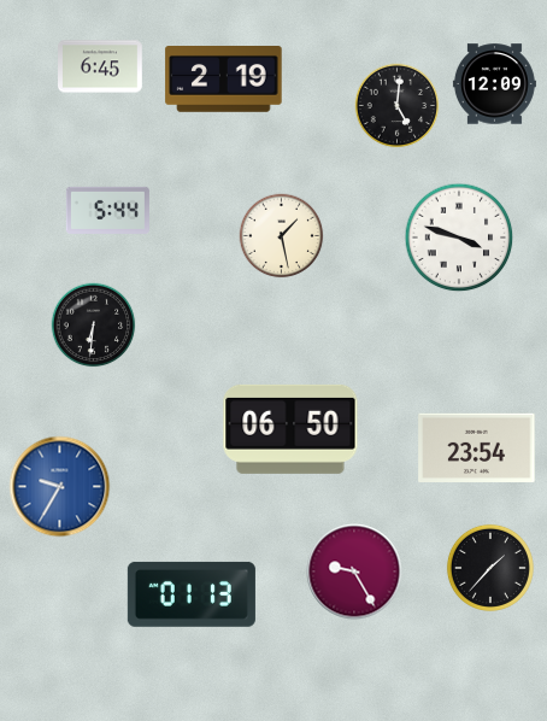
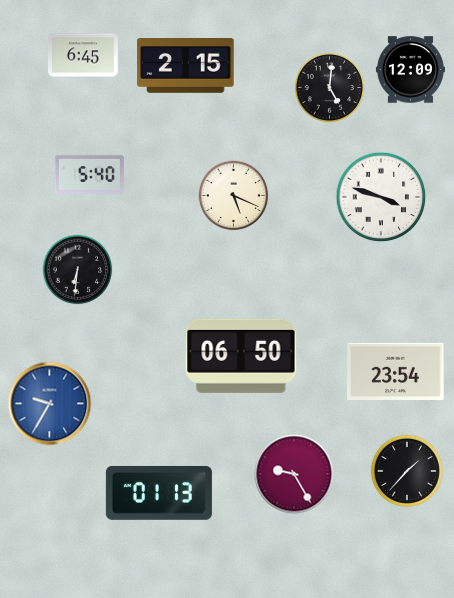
clock at (224, 80): 2:19 -> 2:15
clock at (107, 210): 5:44 -> 5:40
clock at (282, 236): 1:28 -> 5:19
